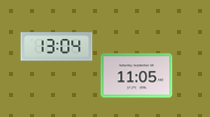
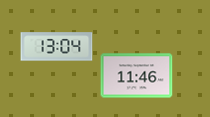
clock at (137, 76): 11:05 -> 11:46
